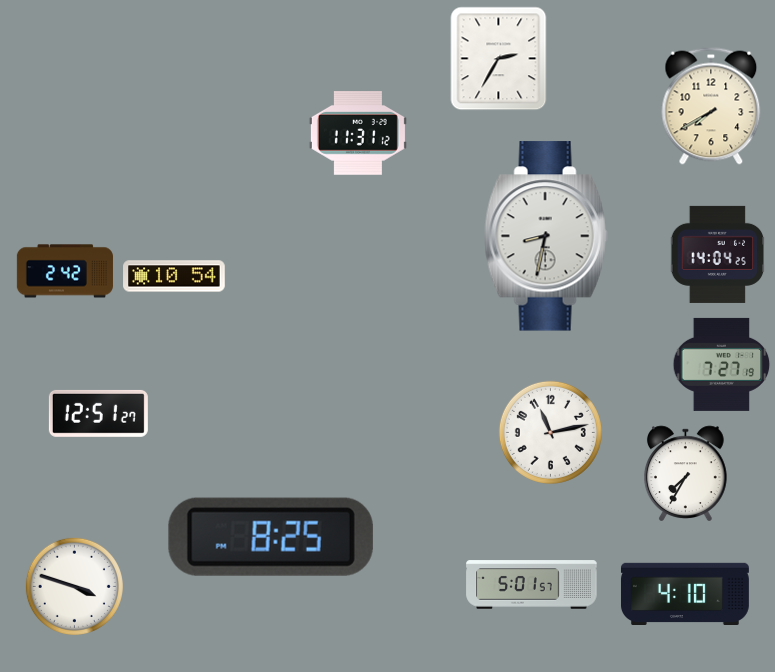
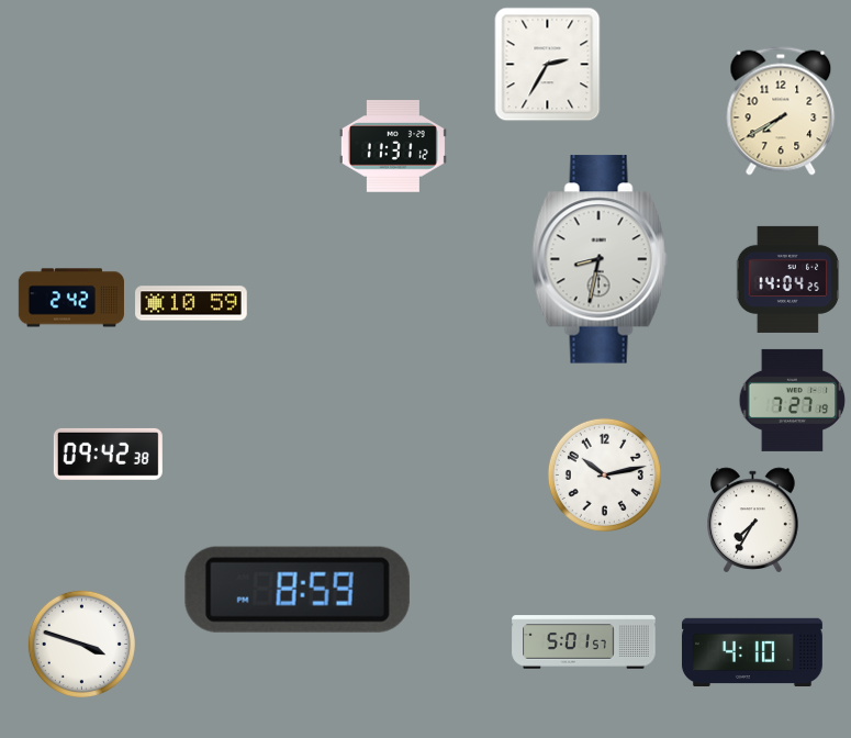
clock at (711, 106) position: (711, 106) -> (781, 111)
clock at (174, 276): 10:54 -> 10:59
clock at (98, 413): 12:51 -> 09:42
clock at (550, 432): 11:13 -> 10:13
clock at (271, 537): 8:25 -> 8:59
